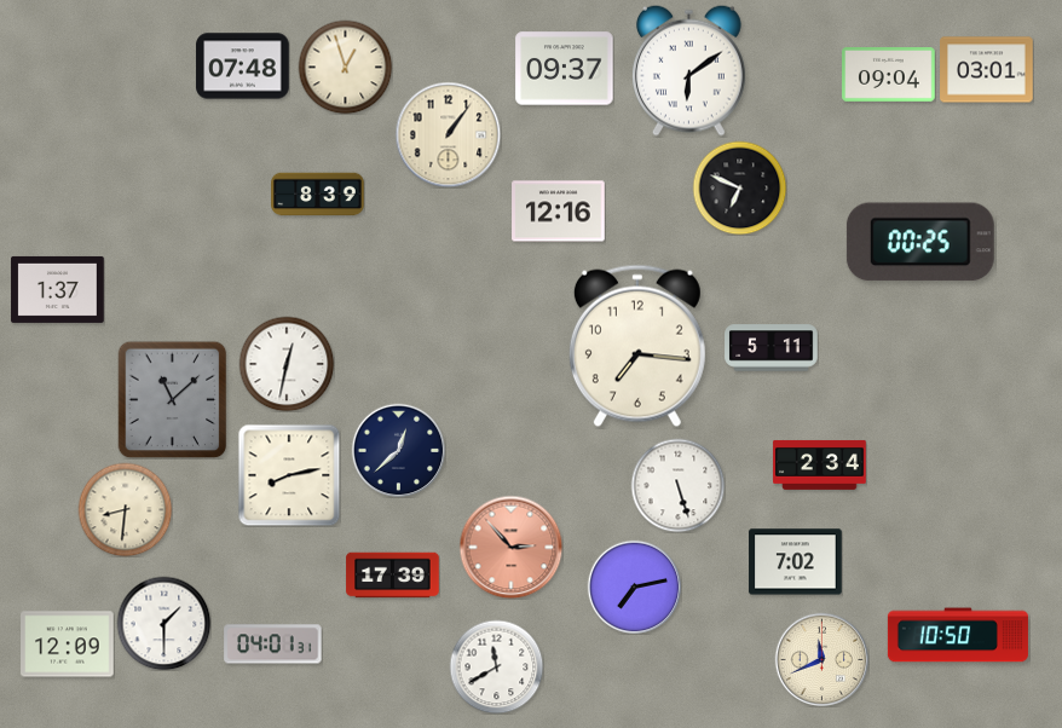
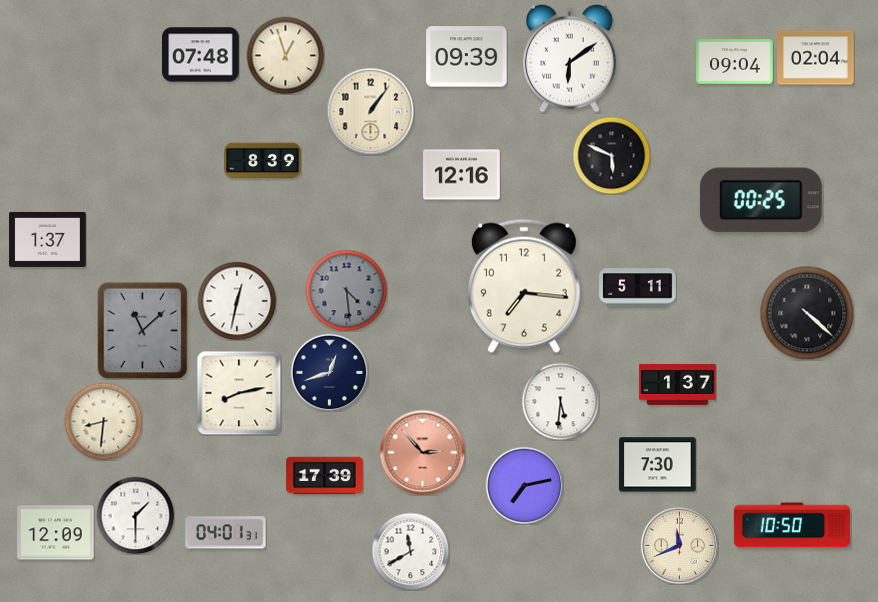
clock at (565, 69): 09:37 -> 09:39
clock at (987, 70): 03:01 -> 02:04
clock at (739, 187): 6:49 -> 5:49
clock at (637, 346) position: (637, 346) -> (524, 286)
clock at (346, 290): none -> 4:29
clock at (807, 313): none -> 4:22
clock at (398, 450): 12:38 -> 12:42
clock at (820, 466): 2:34 -> 1:37
clock at (677, 485): 5:27 -> 5:31
clock at (796, 562): 7:02 -> 7:30
